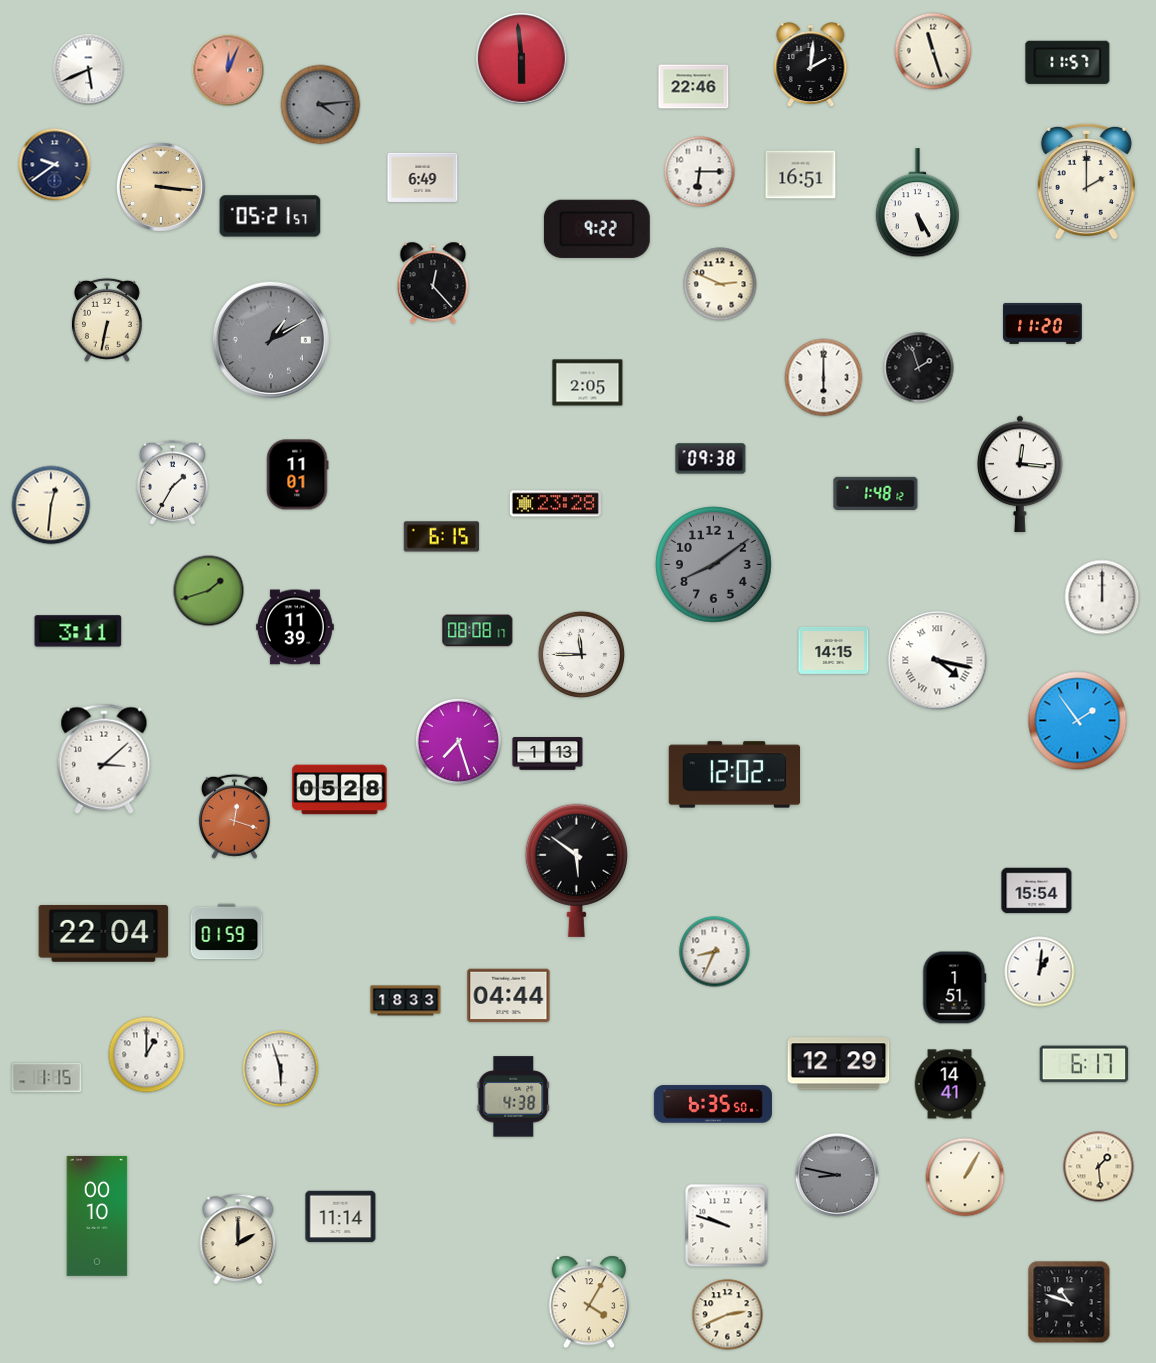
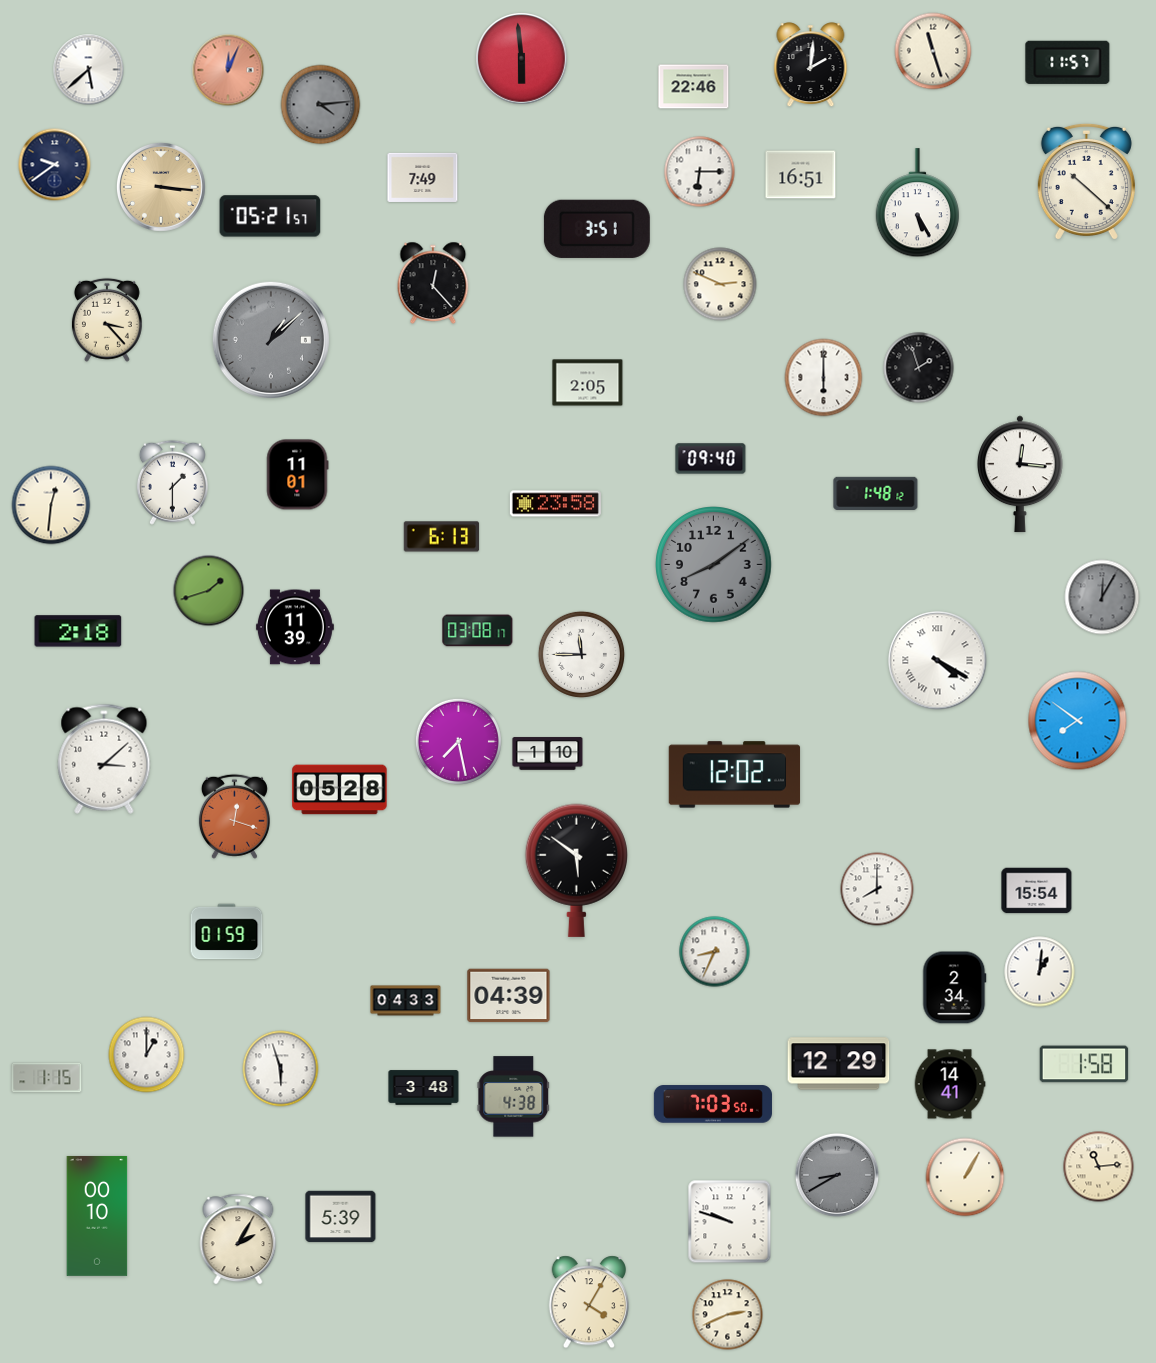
clock at (89, 70): 5:41 -> 5:38
clock at (423, 177): 6:49 -> 7:49
clock at (1086, 182): 2:00 -> 10:22
clock at (597, 229): 9:22 -> 3:51
clock at (107, 320): 6:32 -> 3:23
clock at (1043, 323): 11:20 -> none
clock at (270, 339): 1:10 -> 1:08
clock at (711, 459): 09:38 -> 09:40
clock at (172, 482): 1:35 -> 1:30
clock at (555, 504): 23:28 -> 23:58
clock at (442, 537): 6:15 -> 6:13
clock at (1102, 597): 12:00 -> 12:05
clock at (1102, 597) dial: white -> grey
clock at (78, 631): 3:11 -> 2:18
clock at (478, 631): 08:08 -> 03:08
clock at (834, 650): 14:15 -> none
clock at (938, 661): 4:17 -> 4:20
clock at (1078, 721): 1:54 -> 7:51
clock at (458, 741): 7:27 -> 7:28
clock at (548, 754): 1:13 -> 1:10
clock at (877, 889): none -> 8:00
clock at (104, 933): 22:04 -> none
clock at (955, 988): 1:51 -> 2:34
clock at (509, 996): 04:44 -> 04:39
clock at (406, 1001): 18:33 -> 04:33
clock at (1084, 1064): 6:17 -> 1:58
clock at (424, 1088): none -> 3:48
clock at (713, 1104): 6:35 -> 7:03
clock at (1099, 1167): 1:29 -> 11:14
clock at (836, 1174): 8:47 -> 8:40
clock at (341, 1217): 11:14 -> 5:39
clock at (727, 1226) position: (727, 1226) -> (730, 1222)
clock at (238, 1239): 2:00 -> 2:05
clock at (1069, 1302): 10:48 -> none
